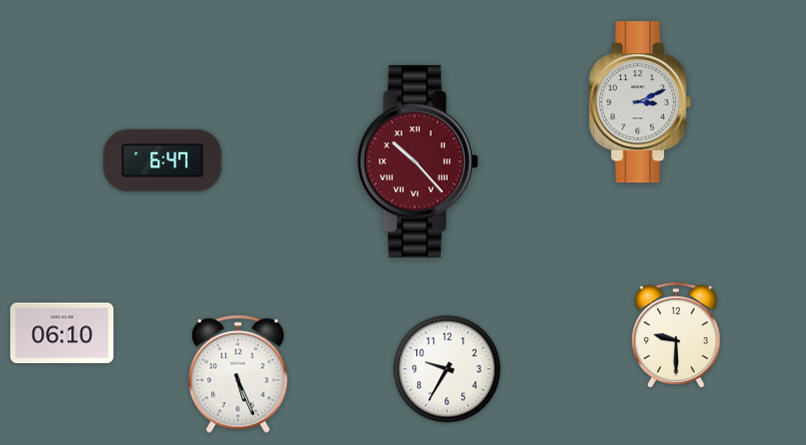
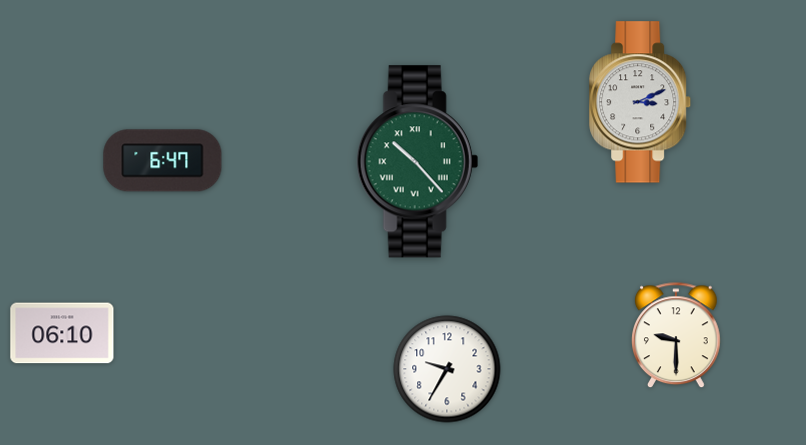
clock at (417, 162) dial: burgundy -> green
clock at (238, 374): 5:26 -> none
